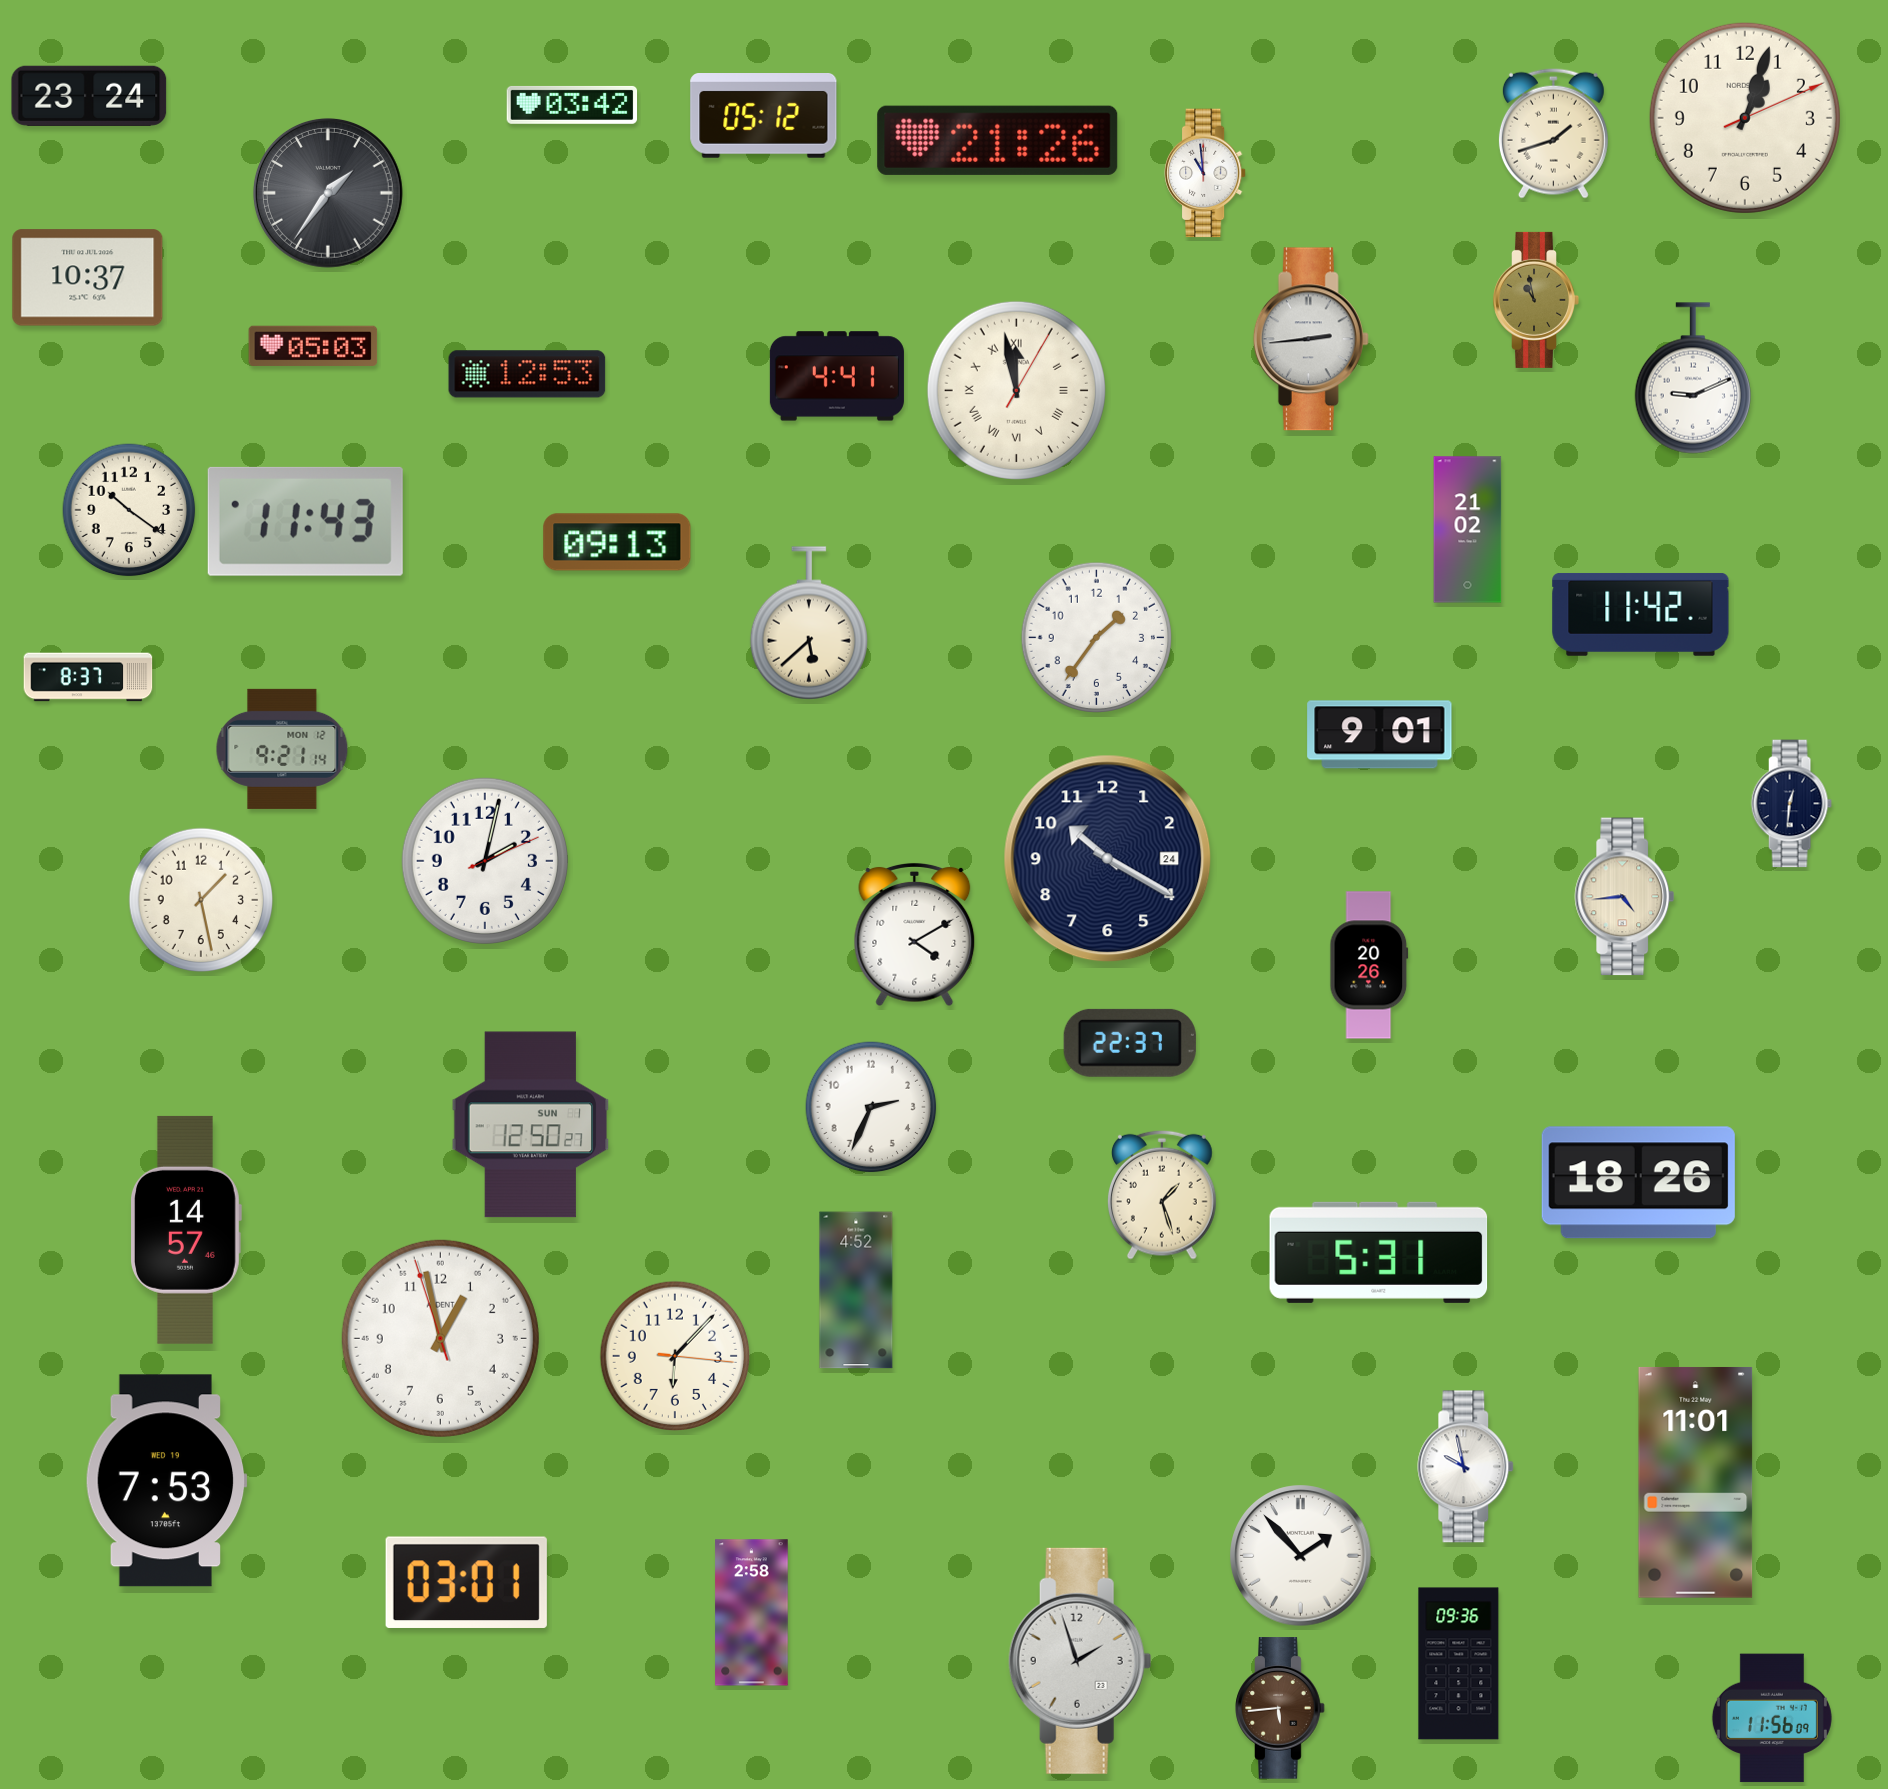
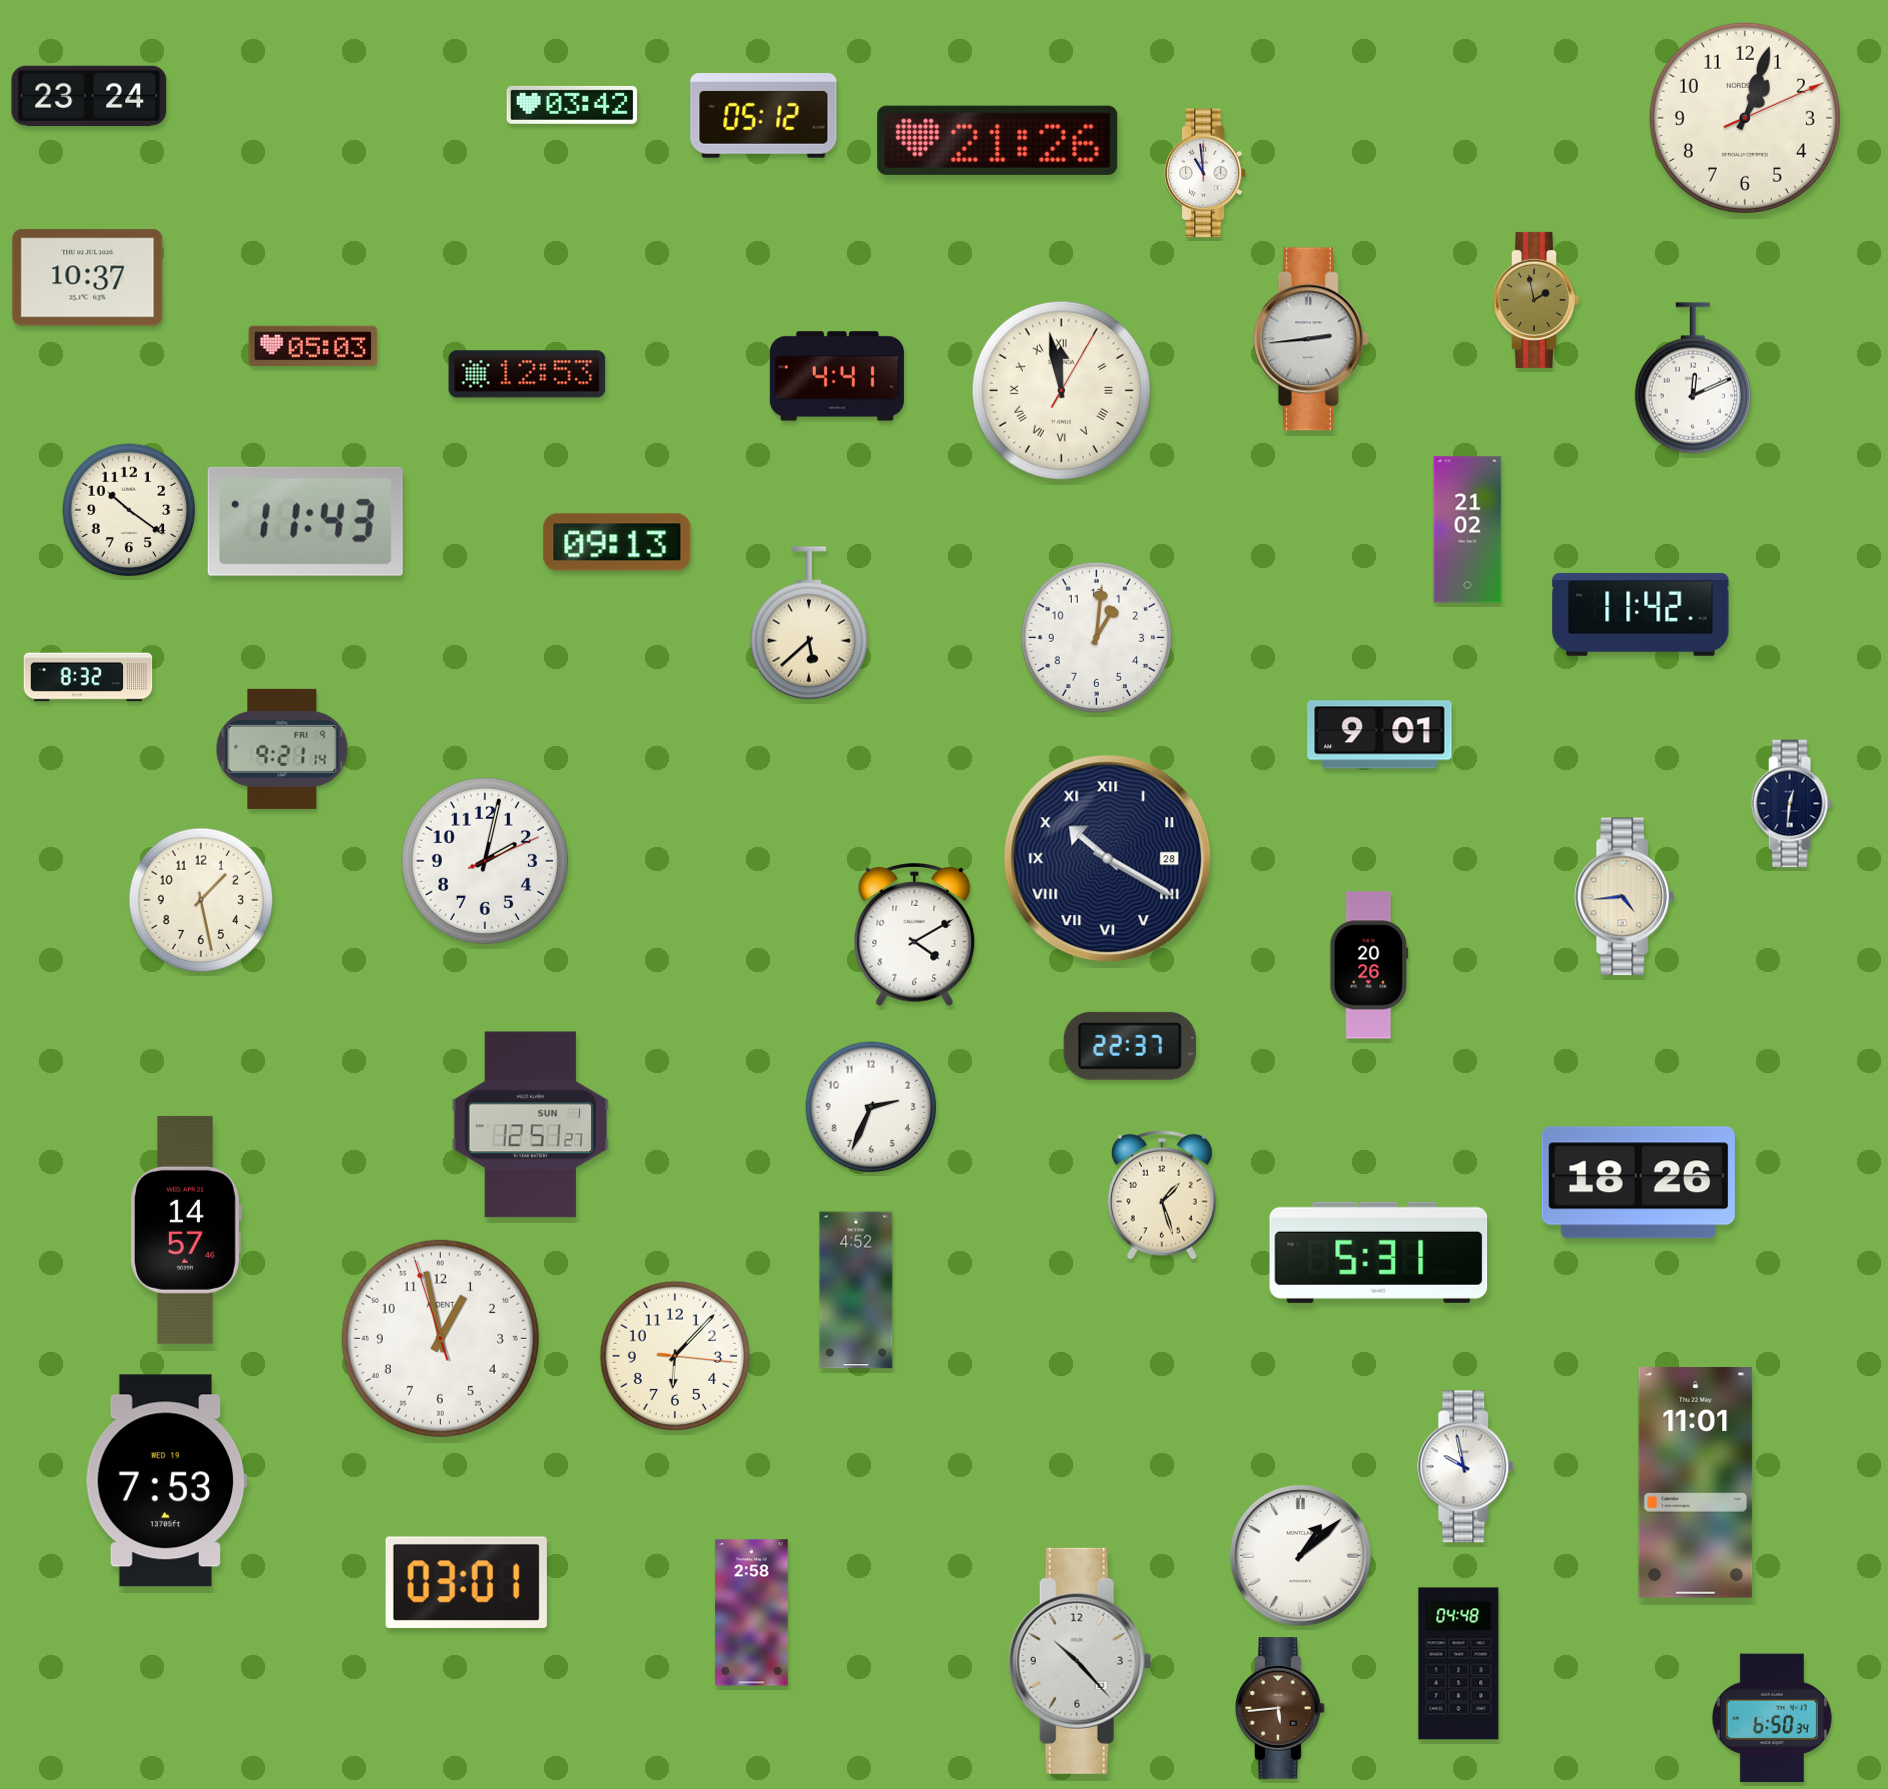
clock at (1553, 133): 1:42 -> none
clock at (328, 193): 1:36 -> none
clock at (1536, 300): 10:58 -> 1:58
clock at (1693, 378): 9:11 -> 12:11
clock at (1016, 390) position: (1016, 390) -> (1061, 390)
clock at (1097, 638): 1:36 -> 1:01
clock at (88, 677): 8:37 -> 8:32
clock at (282, 749) date: MON 12 -> FRI 9
clock at (1108, 859) date: 24 -> 28
clock at (1108, 859) numerals: Arabic -> Roman
clock at (1130, 1043) position: (1130, 1043) -> (1130, 1046)
clock at (531, 1125): 12:50 -> 12:51
clock at (1301, 1556): 1:53 -> 1:08
clock at (1080, 1661): 1:57 -> 10:23
clock at (1459, 1664): 09:36 -> 04:48
clock at (1772, 1718): 11:56 -> 6:50
